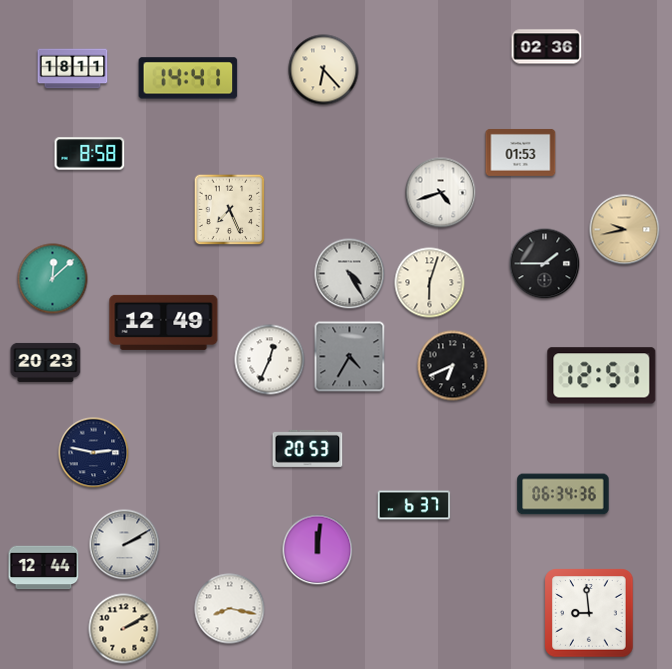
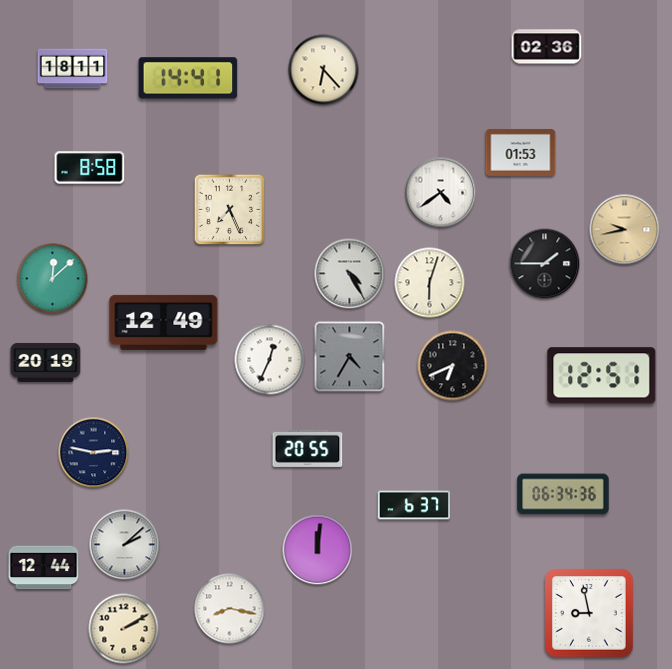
clock at (90, 154) position: (90, 154) -> (90, 168)
clock at (441, 193): 4:42 -> 4:39
clock at (46, 362): 20:23 -> 20:19
clock at (308, 448): 20:53 -> 20:55
clock at (125, 545): 2:10 -> 2:08
clock at (589, 613): 8:59 -> 8:58
